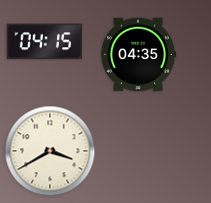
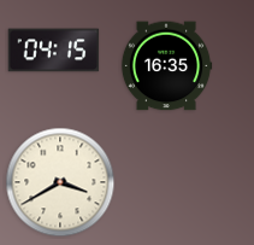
clock at (138, 55): 04:35 -> 16:35
